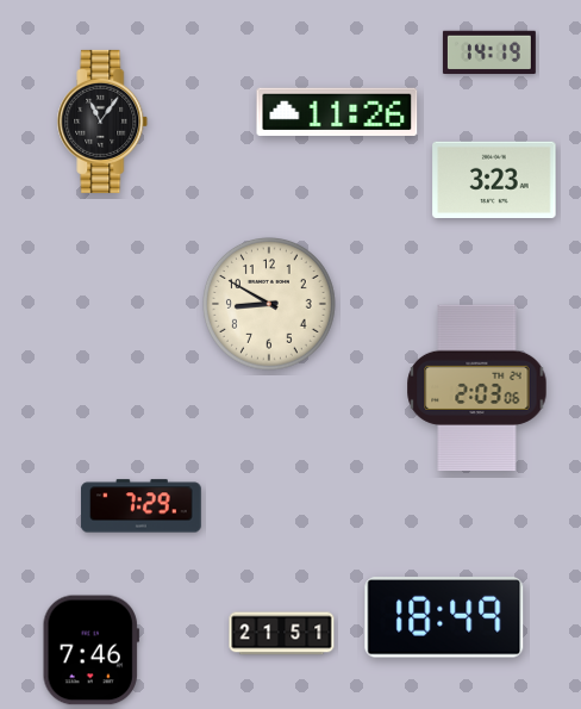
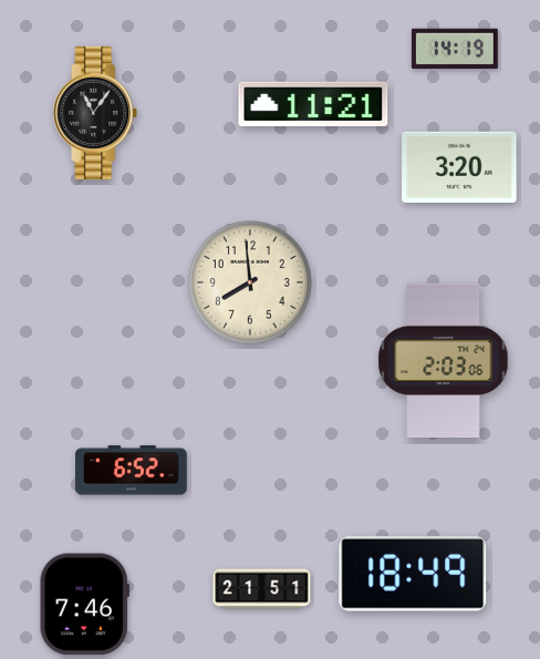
clock at (337, 112): 11:26 -> 11:21
clock at (494, 180): 3:23 -> 3:20
clock at (270, 305): 8:50 -> 7:59
clock at (142, 506): 7:29 -> 6:52
